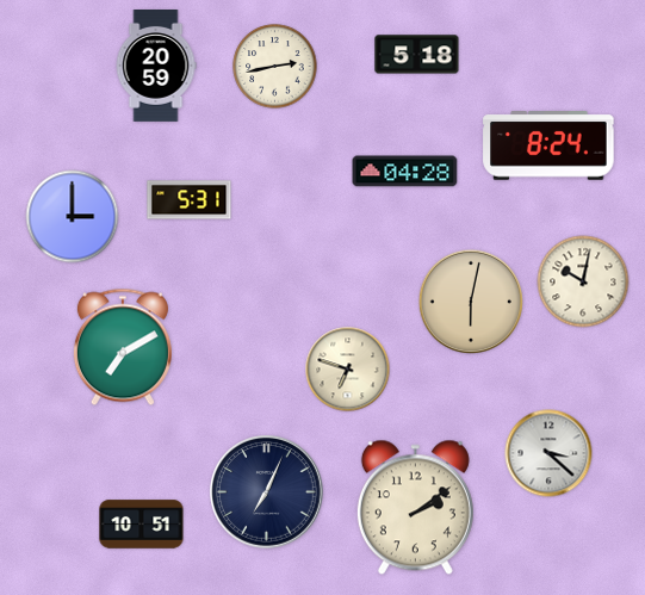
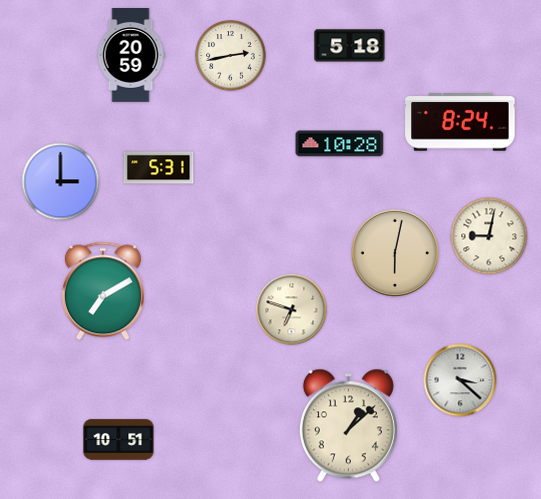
clock at (405, 172): 04:28 -> 10:28
clock at (583, 281): 10:02 -> 9:02
clock at (267, 492): 7:04 -> none
clock at (415, 508): 2:09 -> 1:08
